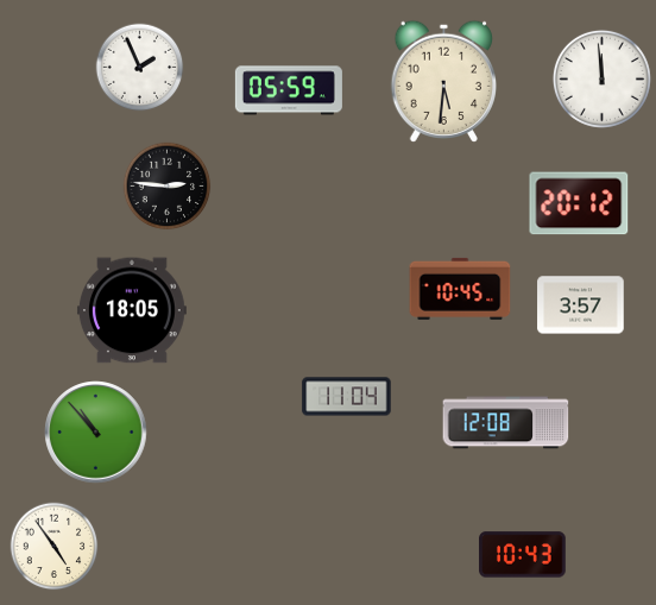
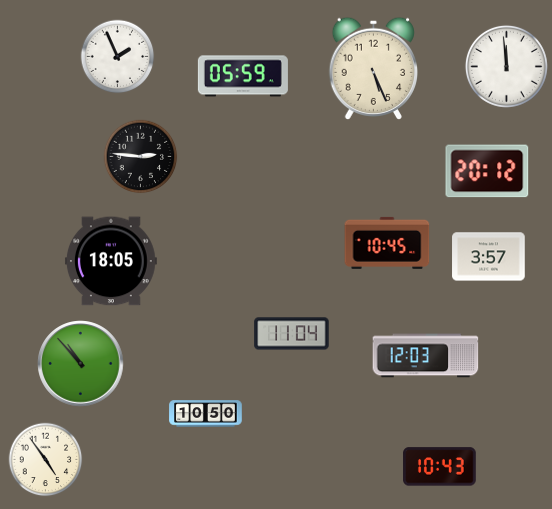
clock at (443, 81): 5:31 -> 5:26
clock at (506, 423): 12:08 -> 12:03
clock at (206, 414): none -> 10:50
